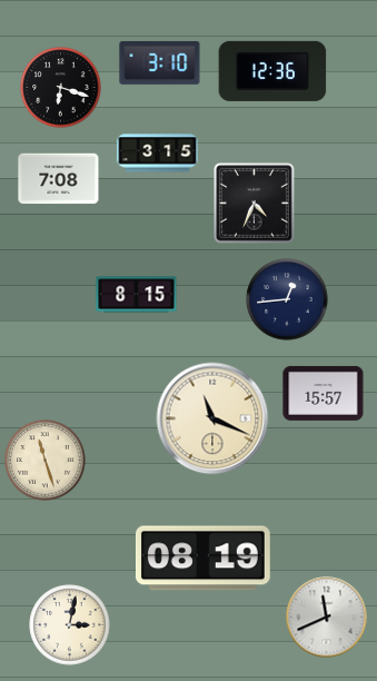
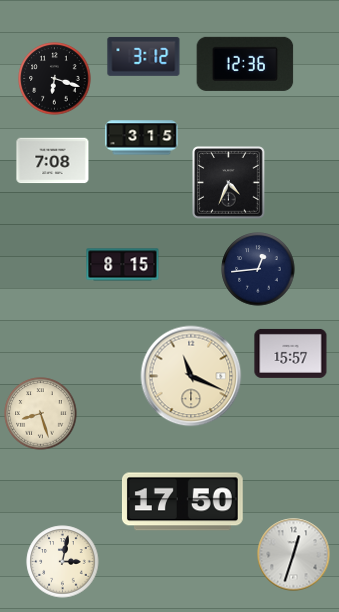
clock at (160, 62): 3:10 -> 3:12
clock at (46, 461): 11:27 -> 8:27
clock at (202, 559): 08:19 -> 17:50
clock at (327, 618): 11:41 -> 12:33
